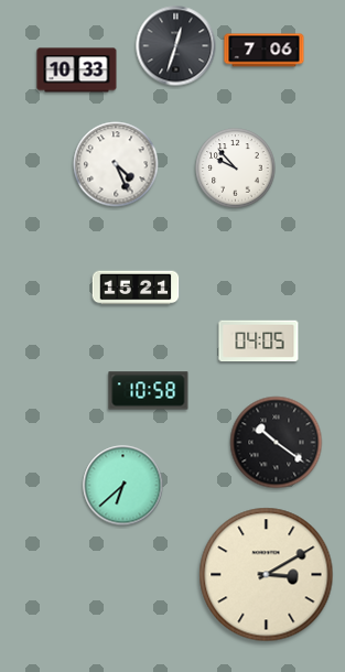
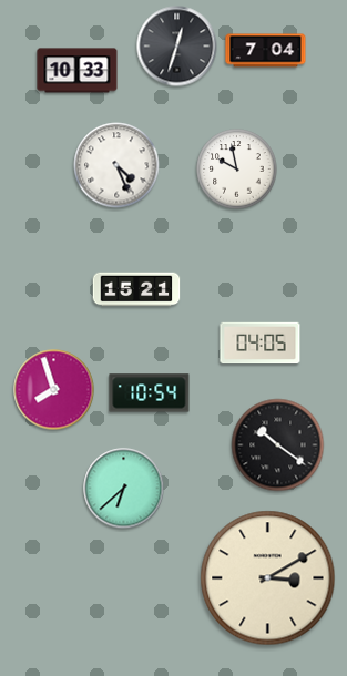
clock at (265, 51): 7:06 -> 7:04
clock at (236, 169): 9:53 -> 9:58
clock at (54, 390): none -> 7:57
clock at (149, 391): 10:58 -> 10:54
